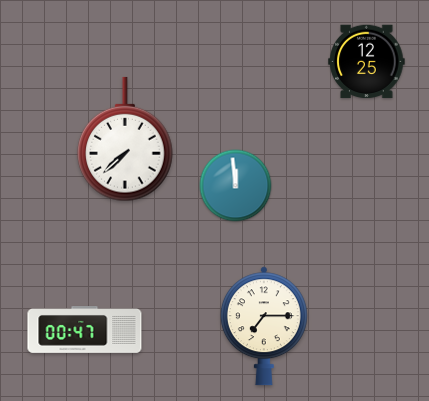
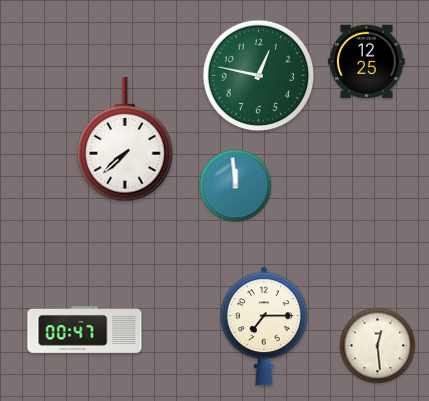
clock at (259, 76): none -> 12:47
clock at (378, 346): none -> 12:29
